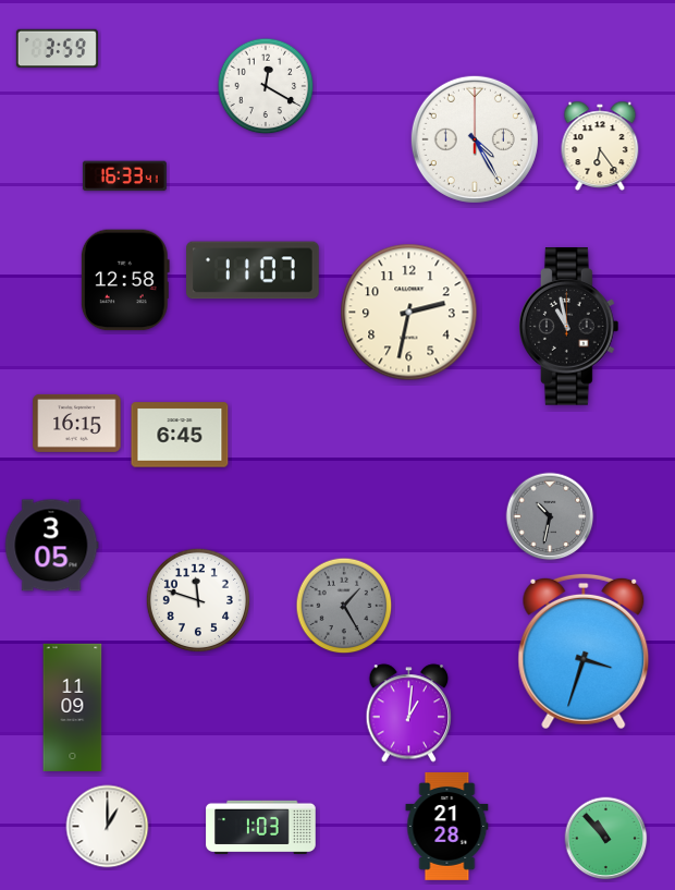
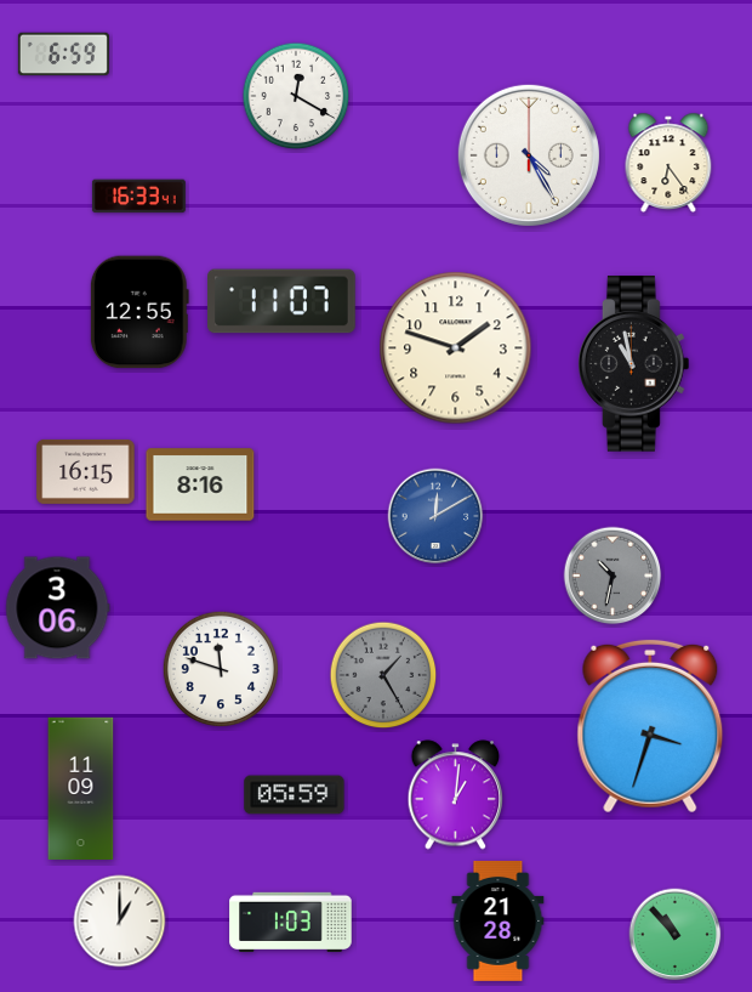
clock at (57, 49): 3:59 -> 6:59
clock at (125, 280): 12:58 -> 12:55
clock at (409, 313): 2:32 -> 1:48
clock at (180, 435): 6:45 -> 8:16
clock at (435, 516): none -> 12:10
clock at (52, 546): 3:05 -> 3:06
clock at (295, 795): none -> 05:59
